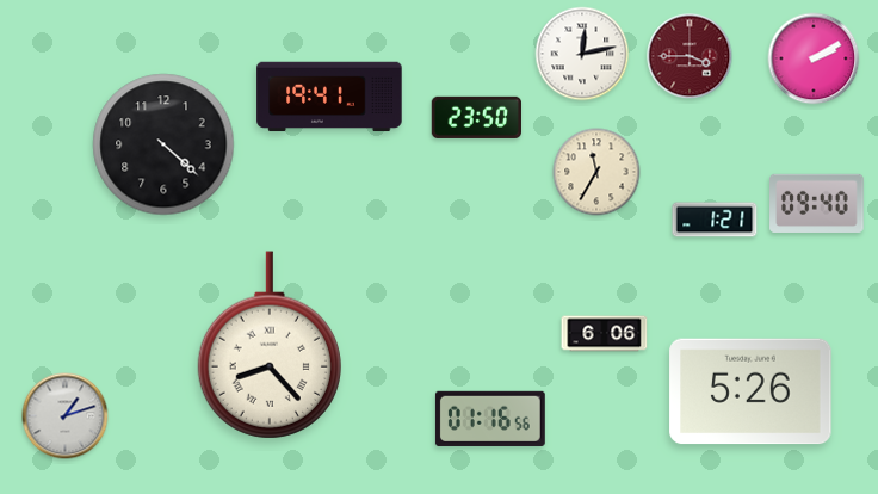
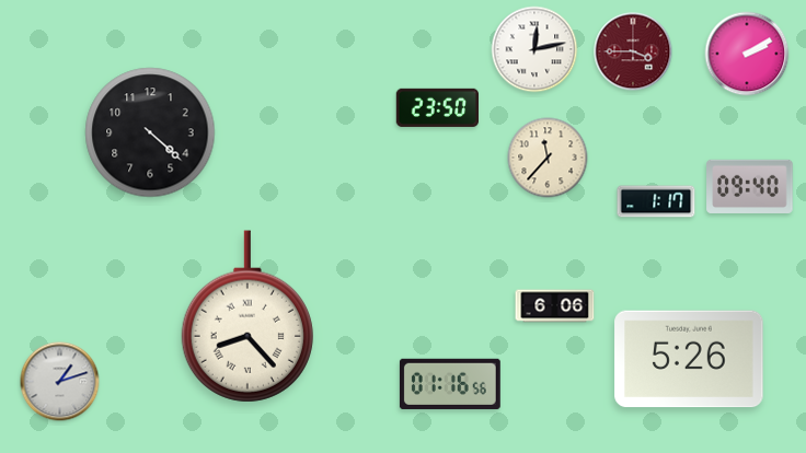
clock at (329, 97): 19:41 -> none
clock at (596, 172): 11:35 -> 11:37
clock at (715, 220): 1:21 -> 1:17
